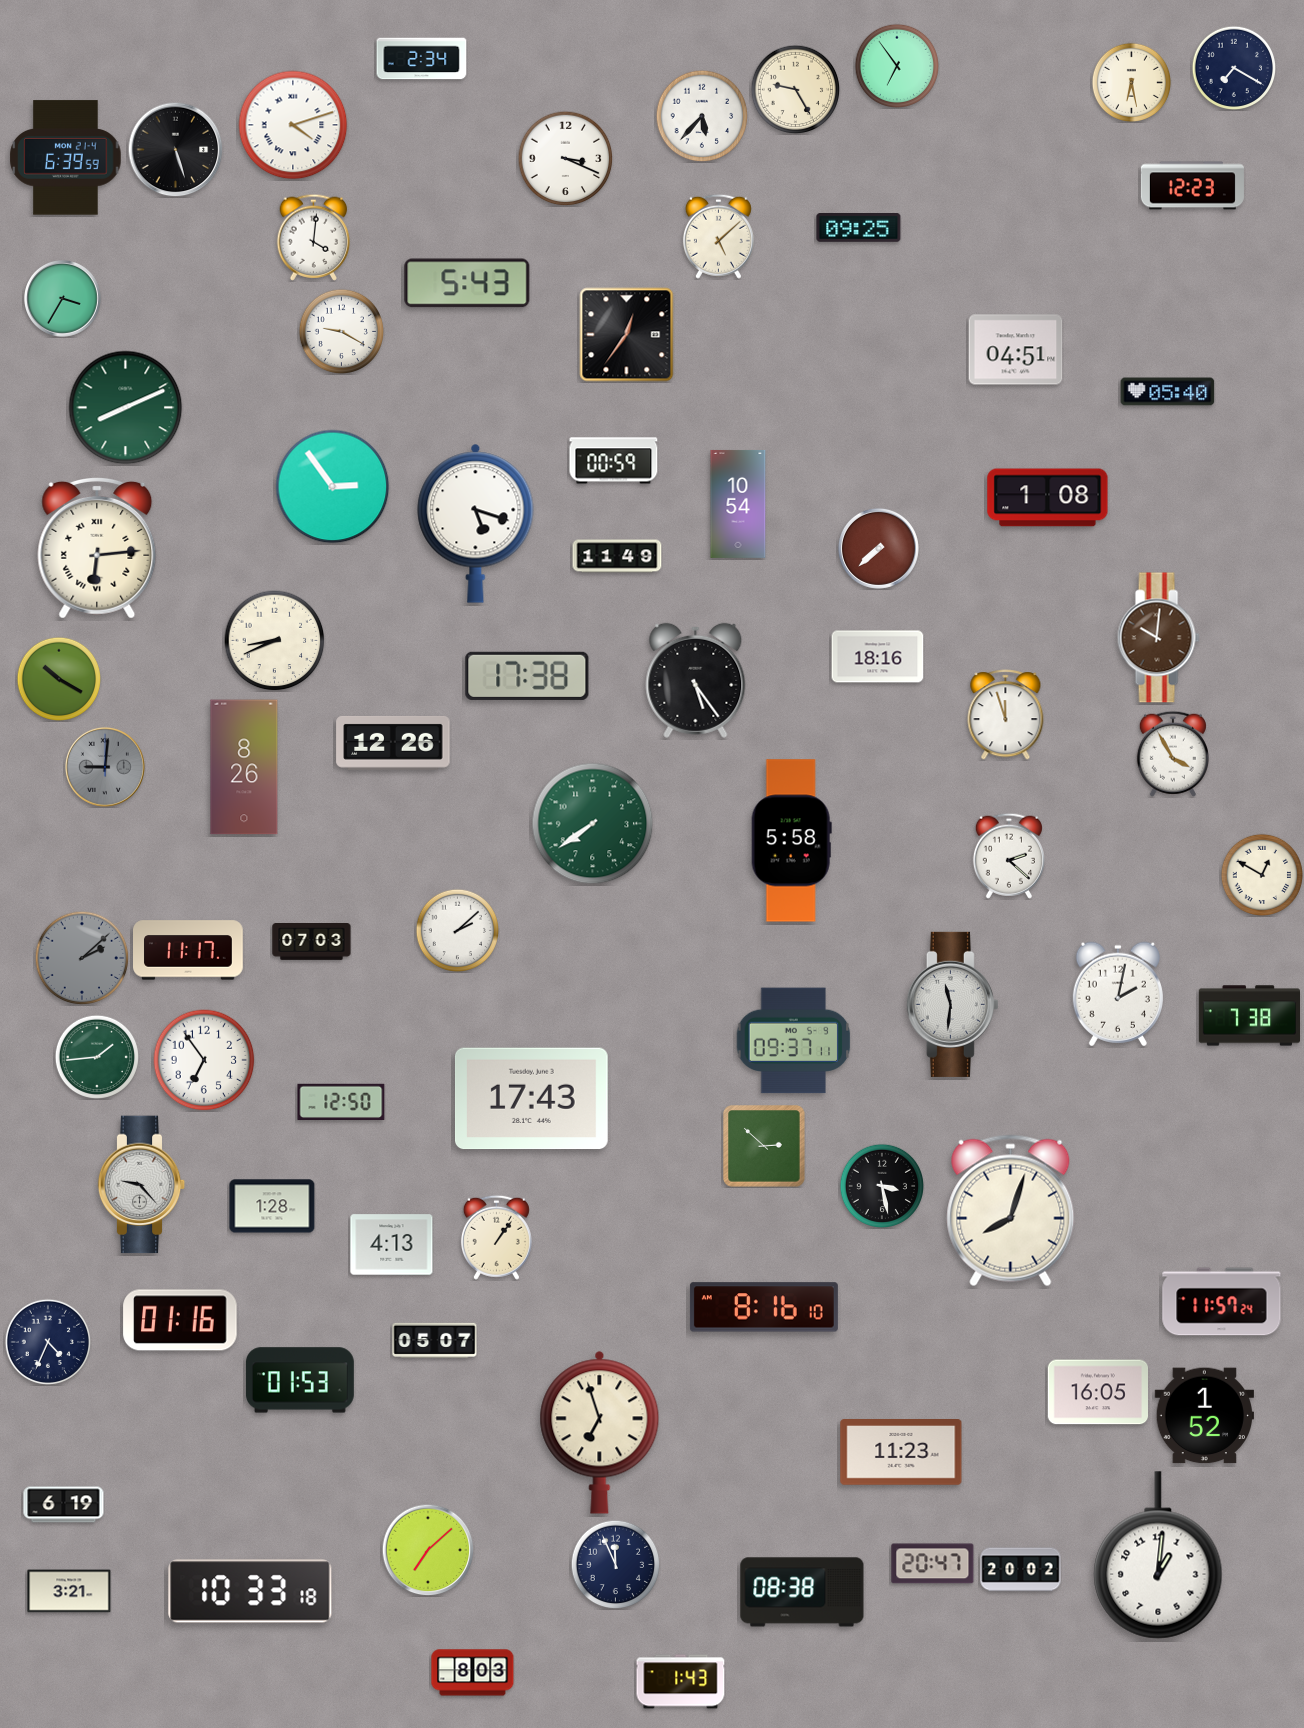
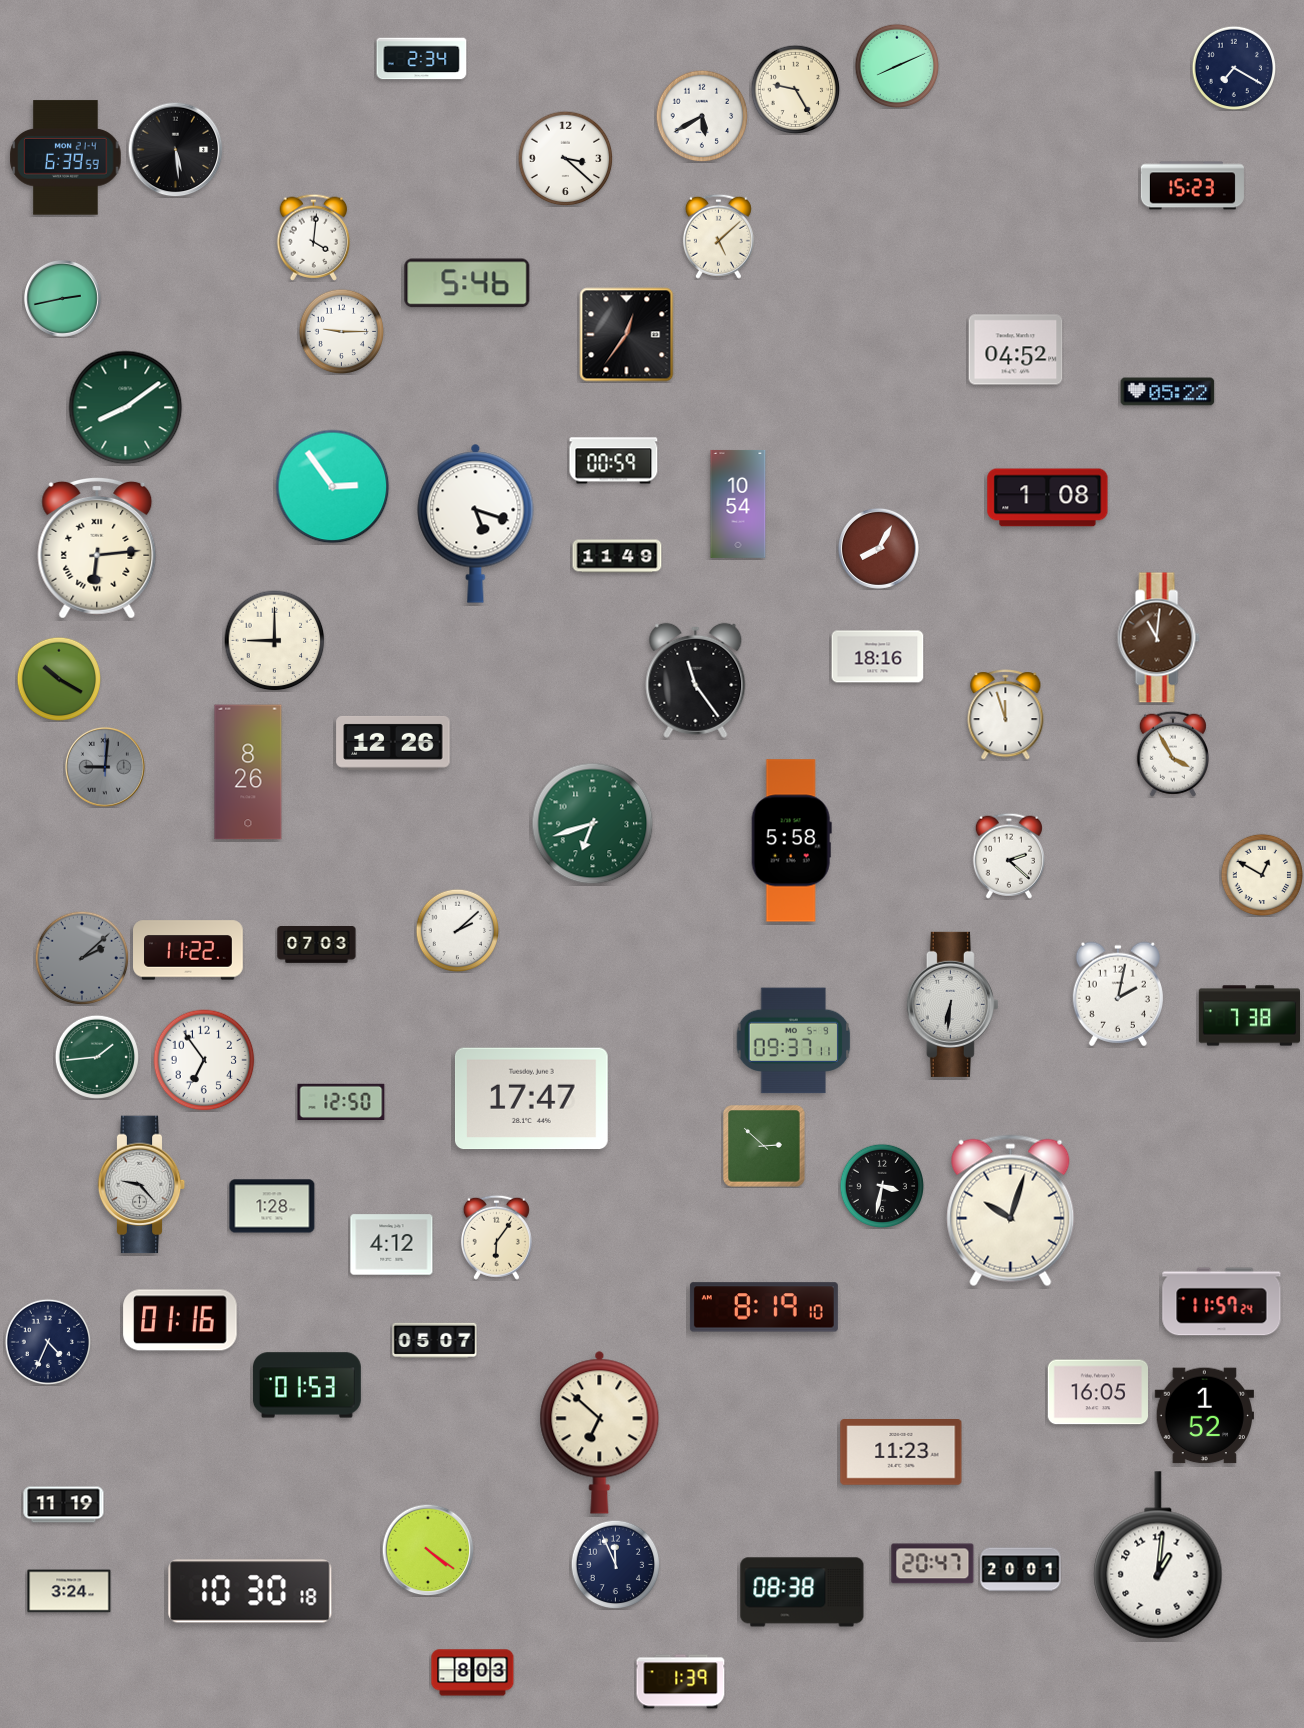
clock at (896, 65): 6:54 -> 8:11
clock at (1131, 82): 6:28 -> none
clock at (702, 116): 5:37 -> 5:40
clock at (293, 125): 4:12 -> none
clock at (175, 149): 5:27 -> 5:29
clock at (565, 158): 3:19 -> 3:22
clock at (1192, 186): 12:23 -> 15:23
clock at (859, 228): 09:25 -> none
clock at (467, 283): 5:43 -> 5:46
clock at (63, 299): 3:35 -> 2:43
clock at (341, 331): 9:20 -> 9:15
clock at (1016, 350): 04:51 -> 04:52
clock at (1168, 392): 05:40 -> 05:22
clock at (126, 408): 8:11 -> 8:09
clock at (878, 548): 7:38 -> 8:05
clock at (1158, 638): 10:01 -> 11:01
clock at (275, 641): 8:41 -> 9:00
clock at (527, 676): 17:38 -> none
clock at (696, 680): 5:24 -> 11:24
clock at (244, 767) position: (244, 767) -> (248, 772)
clock at (593, 824): 7:39 -> 6:42
clock at (312, 942) position: (312, 942) -> (317, 945)
clock at (189, 950): 11:17 -> 11:22
clock at (952, 1004): 11:31 -> 6:31
clock at (532, 1099): 17:43 -> 17:47
clock at (881, 1185): 3:28 -> 3:32
clock at (1011, 1211): 8:03 -> 10:03
clock at (496, 1237): 1:06 -> 6:06
clock at (392, 1245): 4:13 -> 4:12
clock at (764, 1307): 8:16 -> 8:19
clock at (300, 1380) position: (300, 1380) -> (307, 1385)
clock at (600, 1432): 6:57 -> 6:52
clock at (64, 1505): 6:19 -> 11:19
clock at (428, 1550): 7:08 -> 4:21
clock at (1021, 1570): 20:02 -> 20:01
clock at (69, 1591): 3:21 -> 3:24
clock at (250, 1591): 10:33 -> 10:30
clock at (681, 1682): 1:43 -> 1:39
